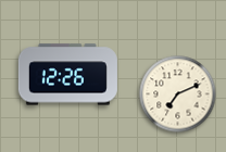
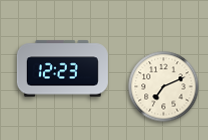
clock at (67, 75): 12:26 -> 12:23
